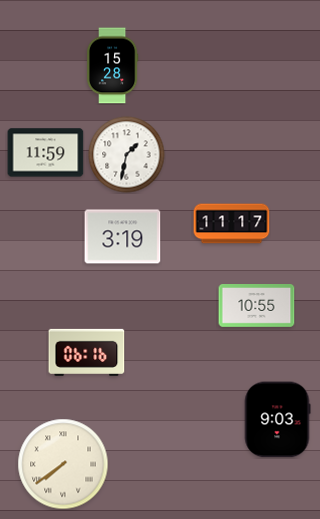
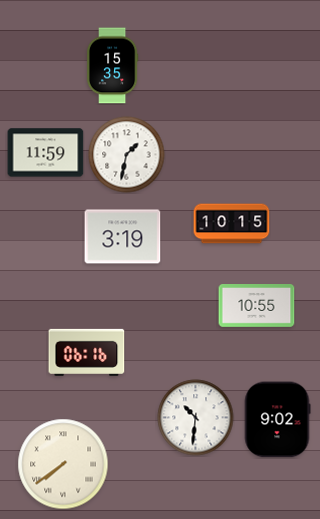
clock at (112, 66): 15:28 -> 15:35
clock at (232, 224): 11:17 -> 10:15
clock at (196, 418): none -> 10:31
clock at (277, 420): 9:03 -> 9:02
